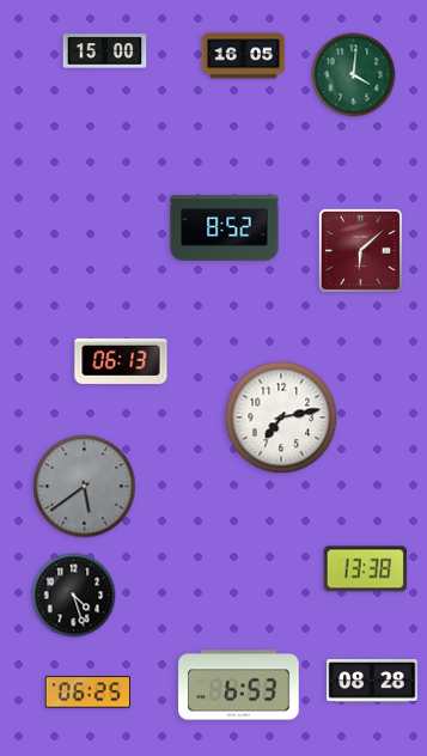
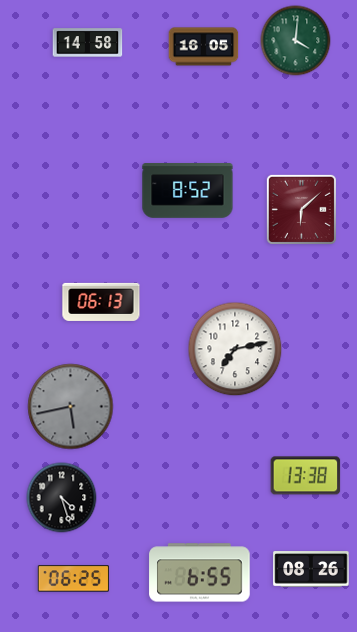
clock at (105, 51): 15:00 -> 14:58
clock at (354, 75) position: (354, 75) -> (296, 41)
clock at (85, 487): 5:39 -> 5:43
clock at (372, 681): 08:28 -> 08:26
clock at (239, 685): 6:53 -> 6:55
